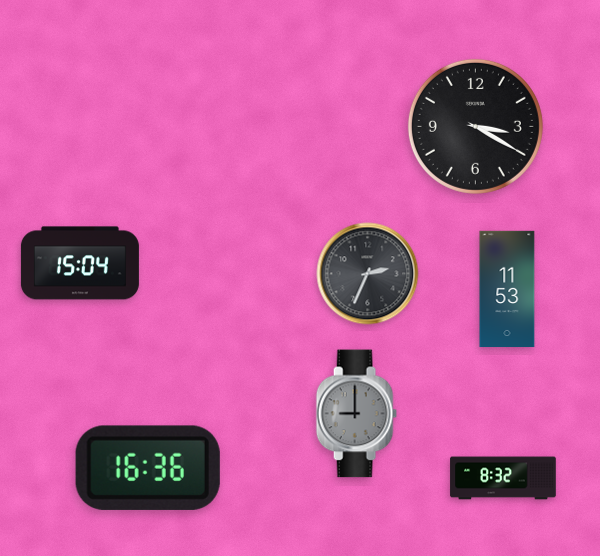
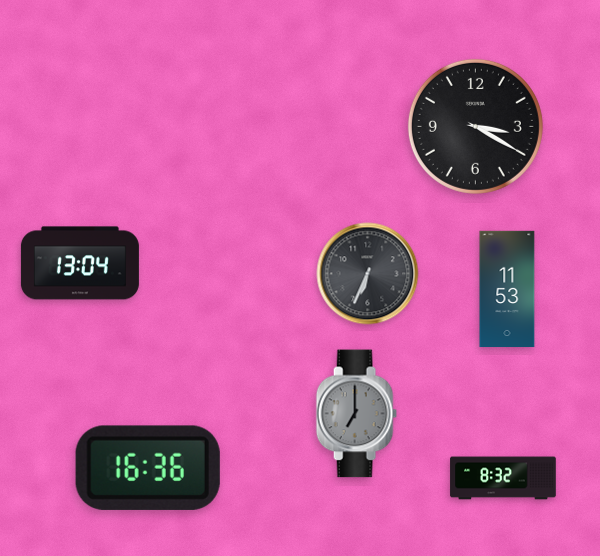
clock at (80, 263): 15:04 -> 13:04
clock at (368, 274): 2:34 -> 6:34
clock at (356, 414): 9:00 -> 7:00
